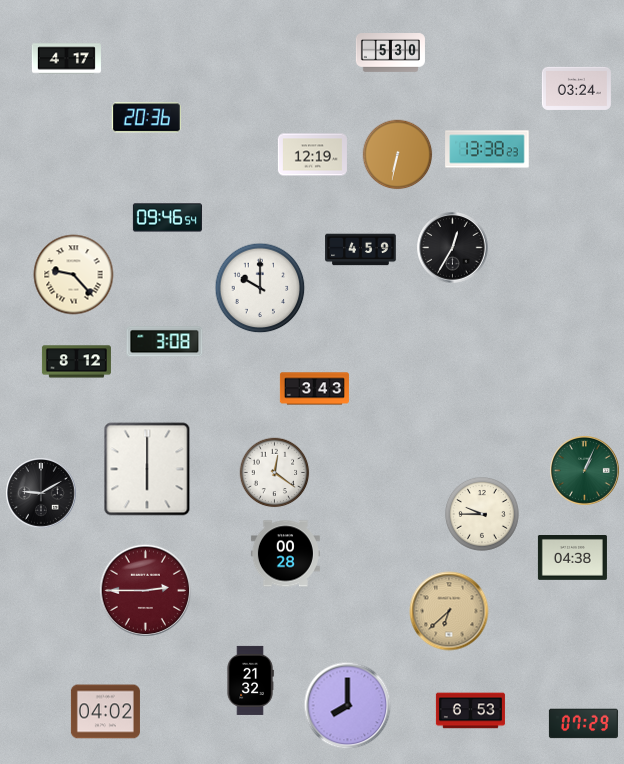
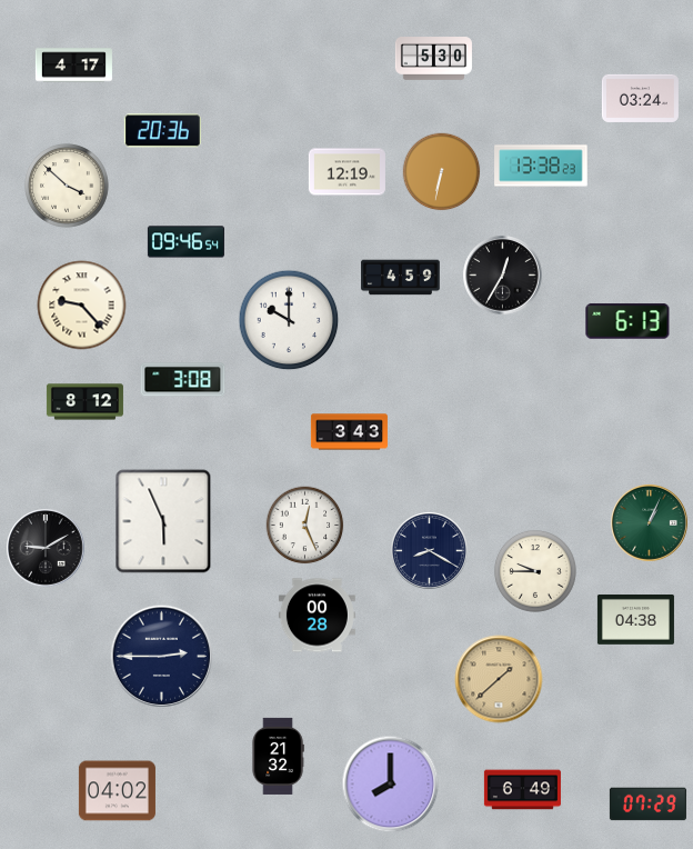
clock at (67, 186): none -> 3:52
clock at (627, 321): none -> 6:13
clock at (147, 469): 6:00 -> 5:56
clock at (275, 473): 12:21 -> 12:26
clock at (430, 551): none -> 8:20
clock at (145, 590) dial: burgundy -> navy
clock at (449, 611): 6:38 -> 1:38
clock at (348, 706) position: (348, 706) -> (391, 785)
clock at (470, 711): 6:53 -> 6:49
